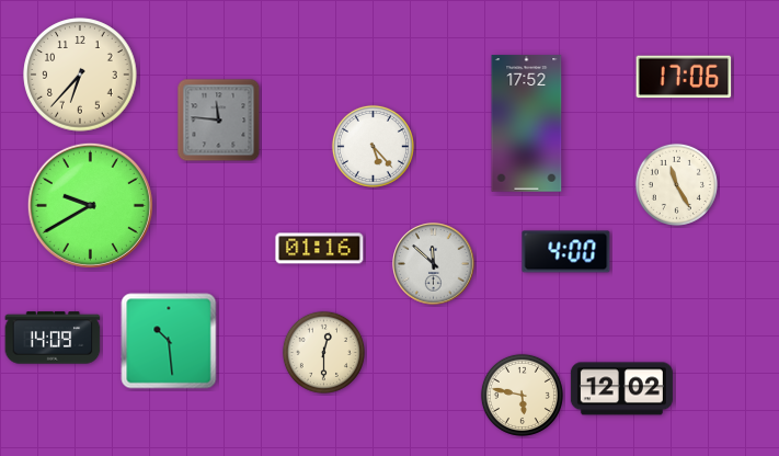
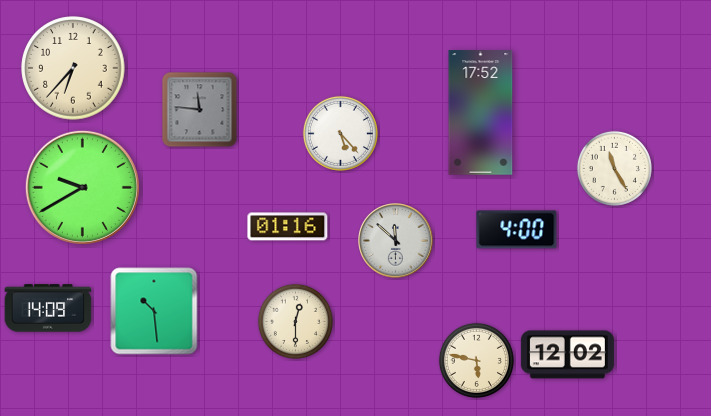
clock at (684, 77): 17:06 -> none
clock at (676, 184) position: (676, 184) -> (614, 168)
clock at (320, 249) position: (320, 249) -> (288, 227)
